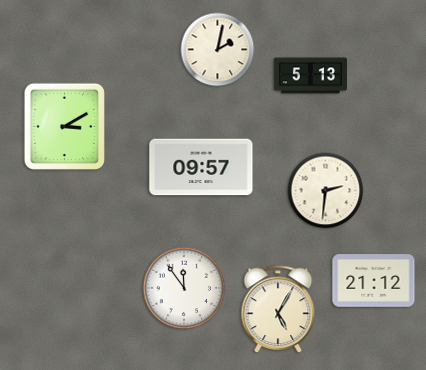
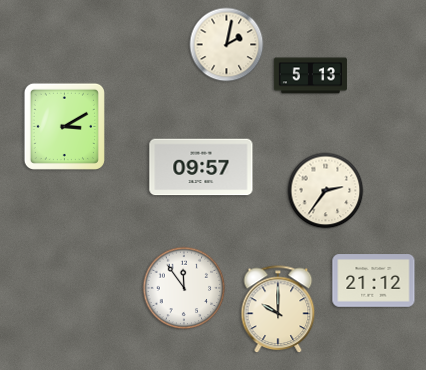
clock at (218, 50) position: (218, 50) -> (227, 45)
clock at (326, 191): 2:31 -> 2:36
clock at (278, 310): 5:05 -> 10:00
